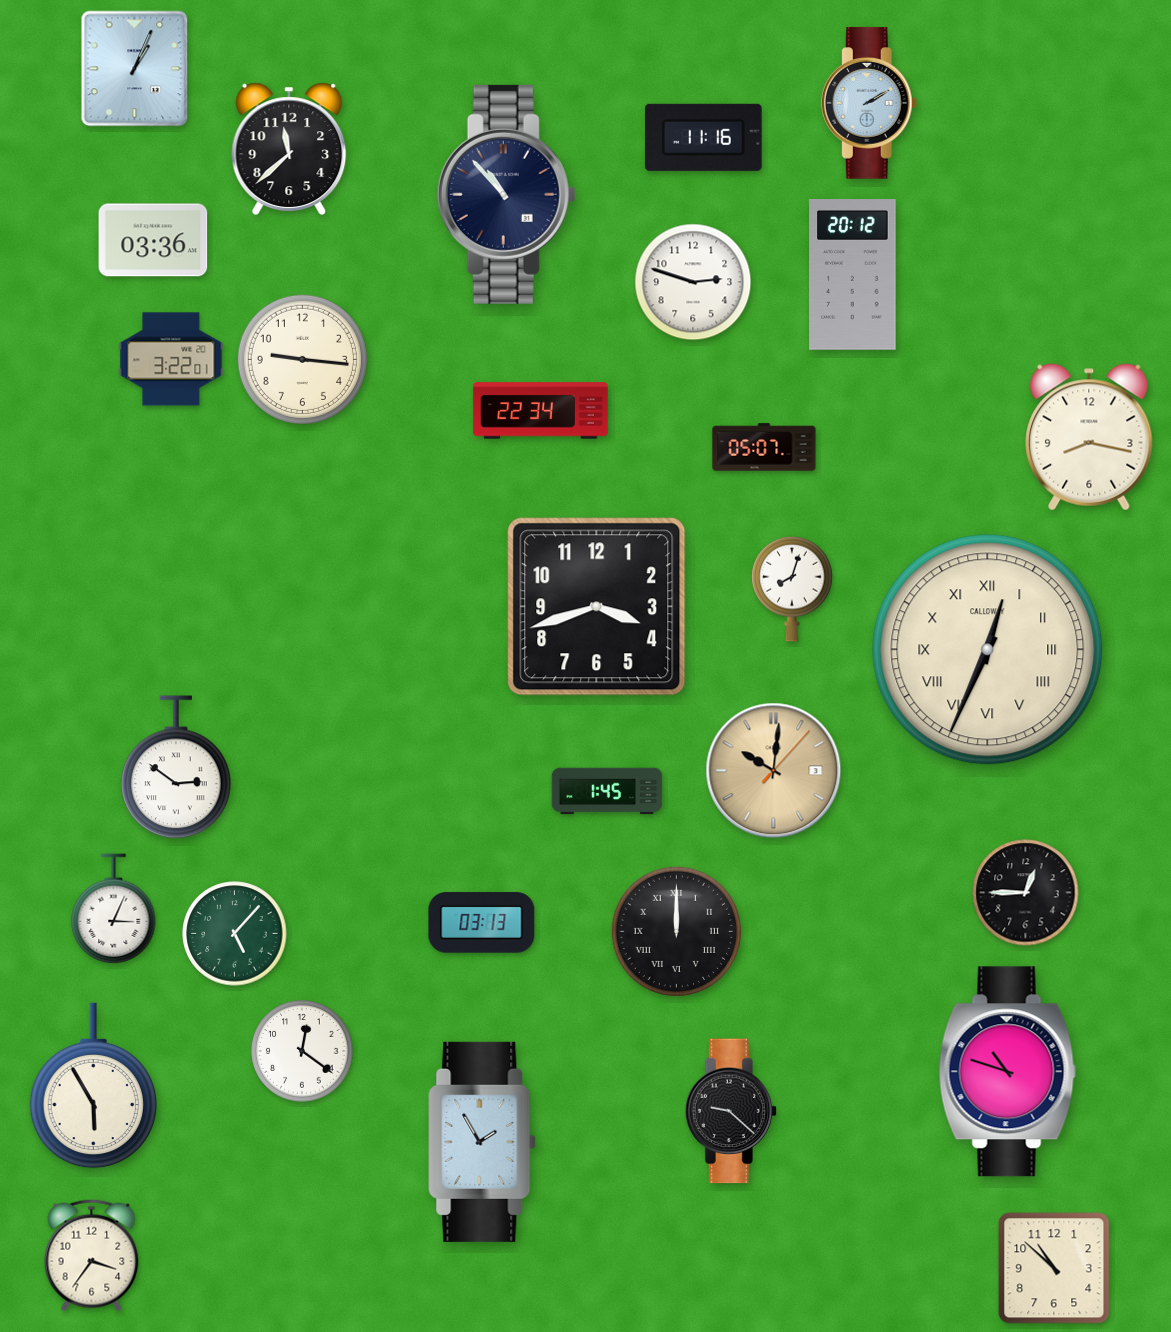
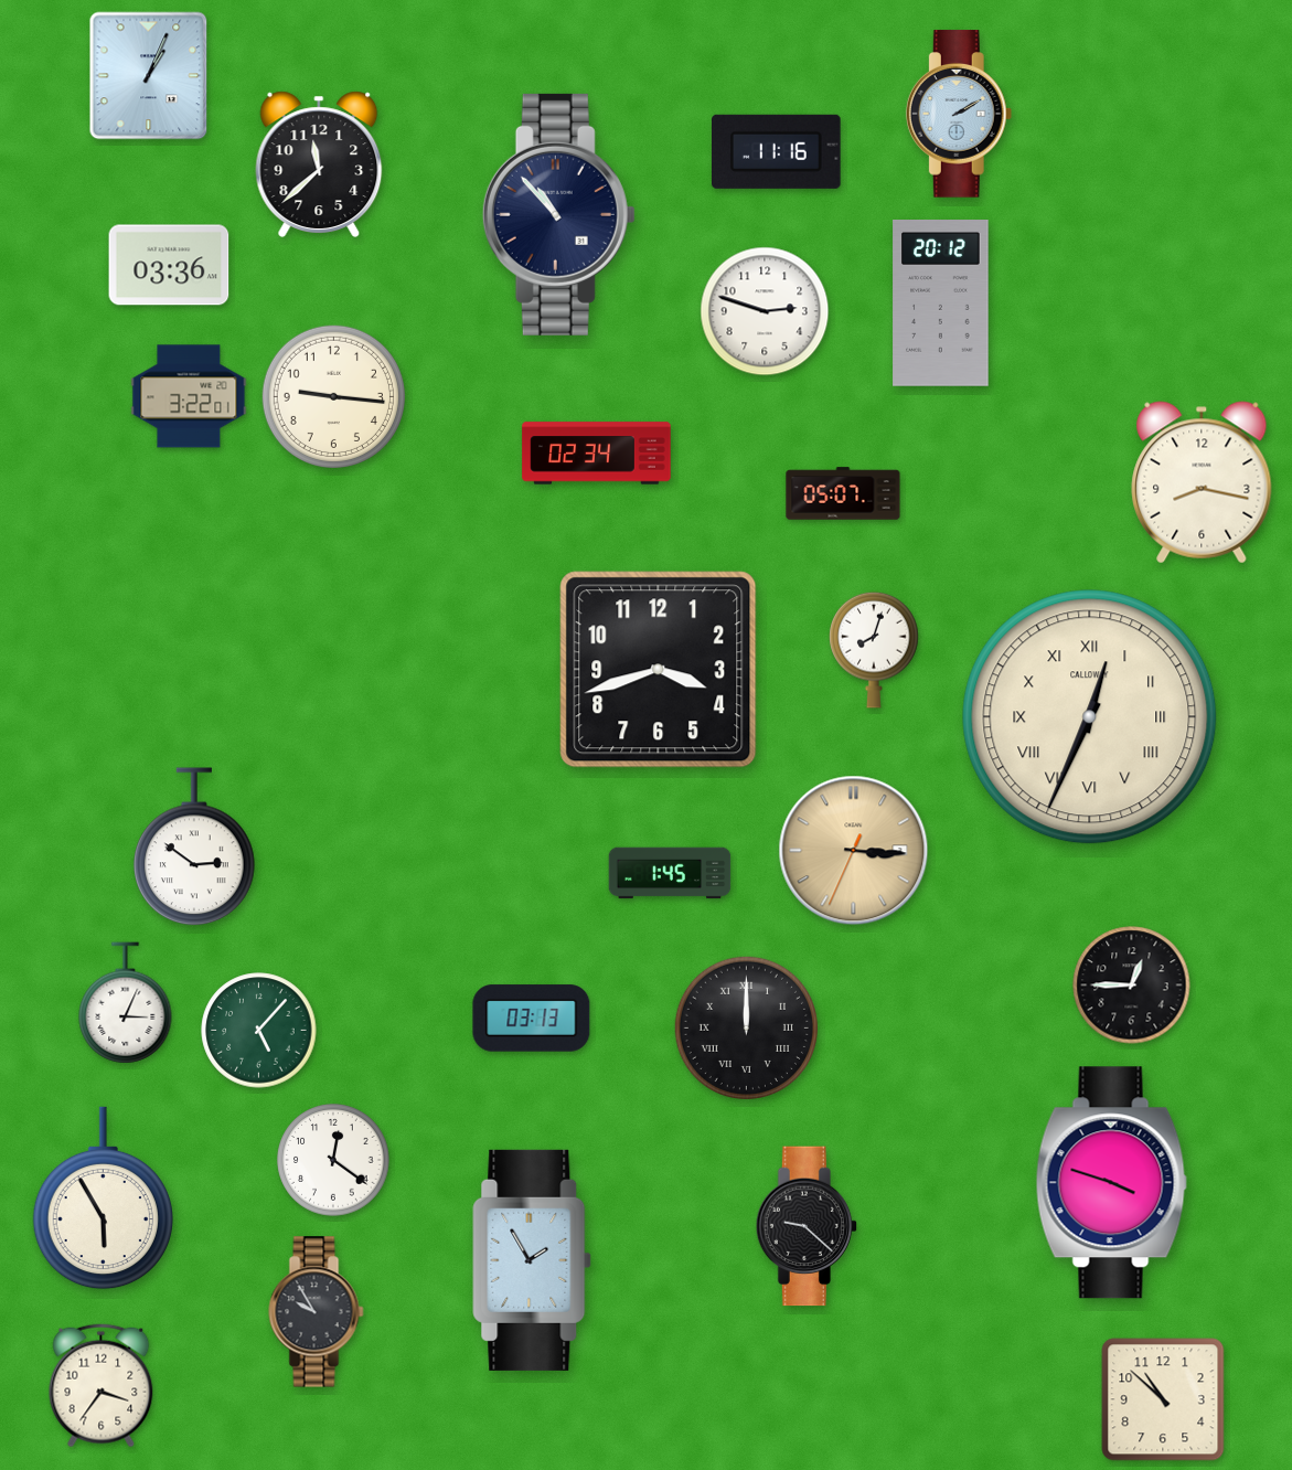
clock at (541, 411): 22:34 -> 02:34
clock at (774, 771): 10:01 -> 3:15
clock at (1007, 1072): 10:48 -> 3:48
clock at (317, 1312): none -> 9:55
